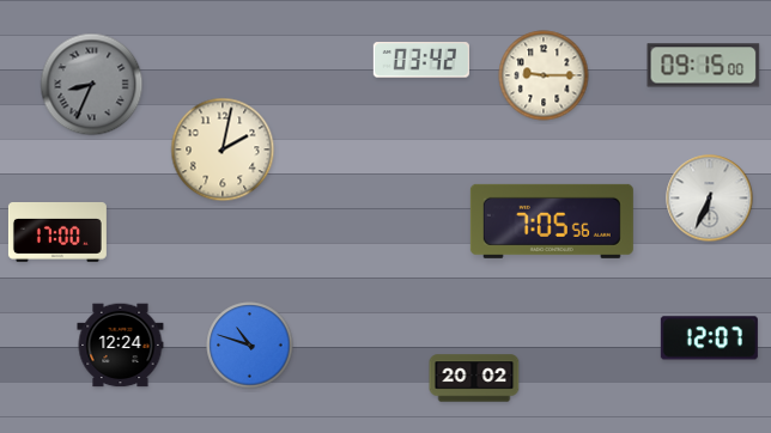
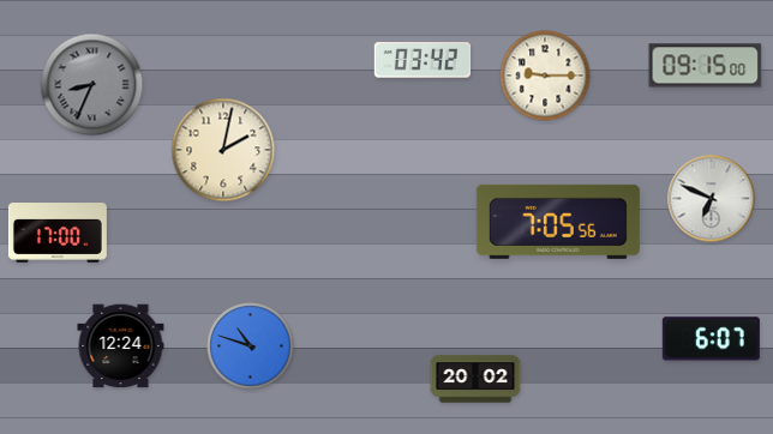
clock at (710, 199): 6:34 -> 6:49
clock at (552, 221) position: (552, 221) -> (558, 222)
clock at (709, 339): 12:07 -> 6:07
